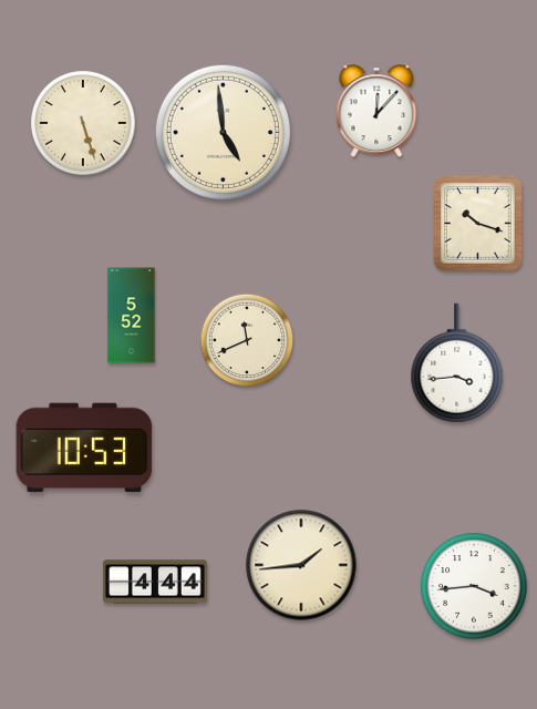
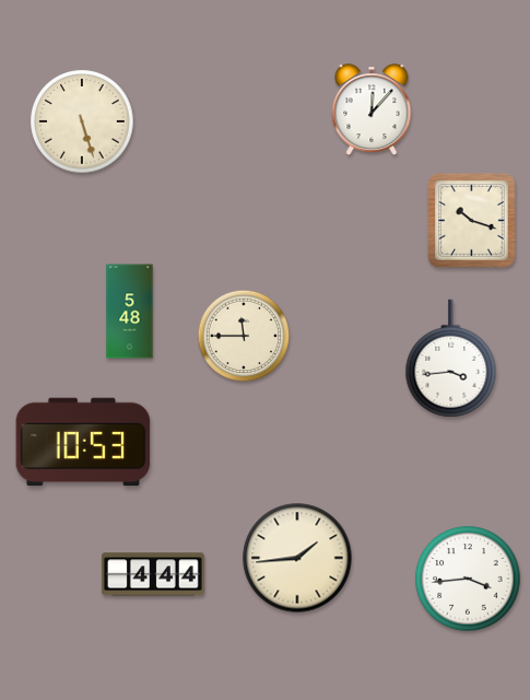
clock at (223, 132): 4:59 -> none
clock at (132, 316): 5:52 -> 5:48
clock at (247, 340): 11:41 -> 11:45
